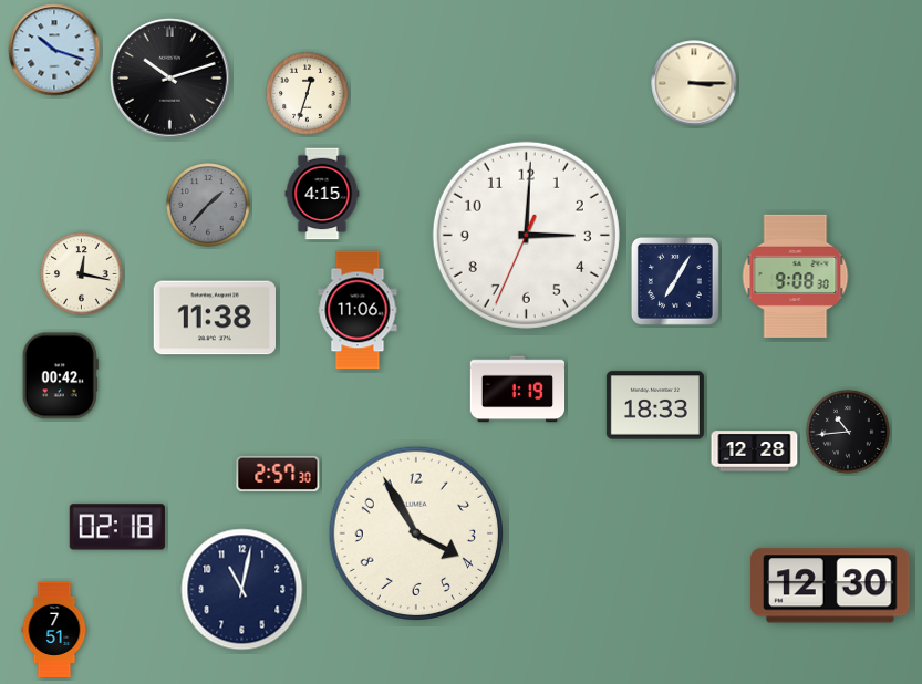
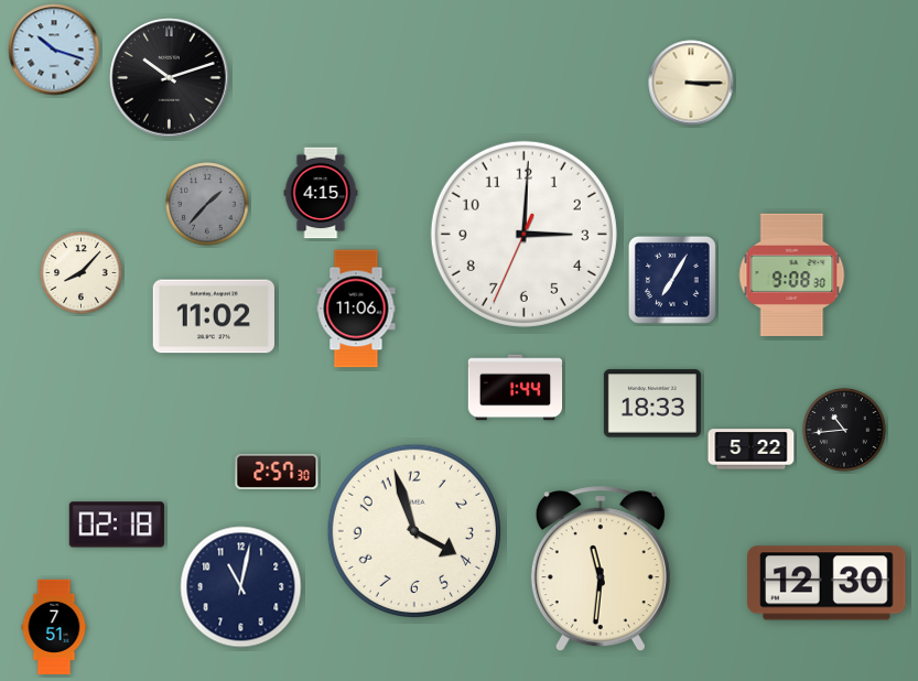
clock at (308, 94): 12:33 -> none
clock at (82, 274): 12:17 -> 8:07
clock at (214, 318): 11:38 -> 11:02
clock at (60, 376): 00:42 -> none
clock at (518, 390): 1:19 -> 1:44
clock at (755, 452): 12:28 -> 5:22
clock at (415, 532): 3:55 -> 3:57
clock at (601, 570): none -> 11:31
